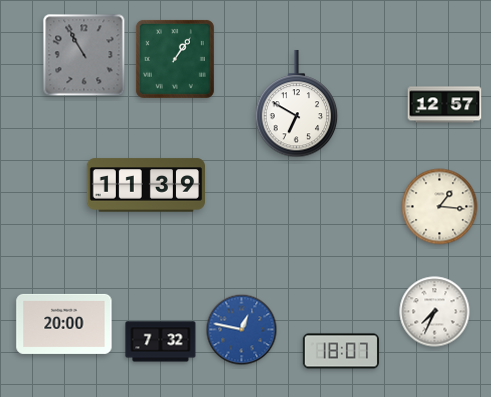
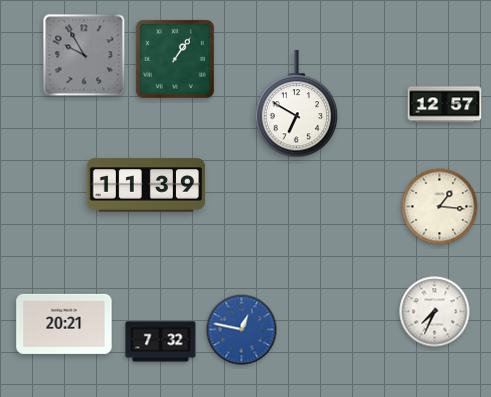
clock at (84, 55): 10:55 -> 9:55
clock at (64, 324): 20:00 -> 20:21
clock at (340, 351): 18:07 -> none
